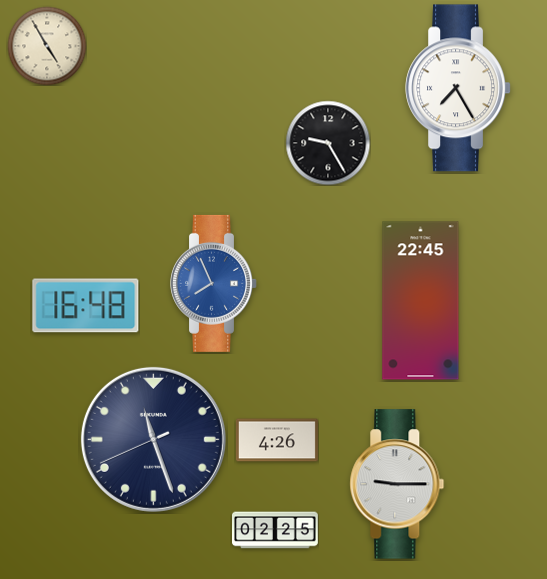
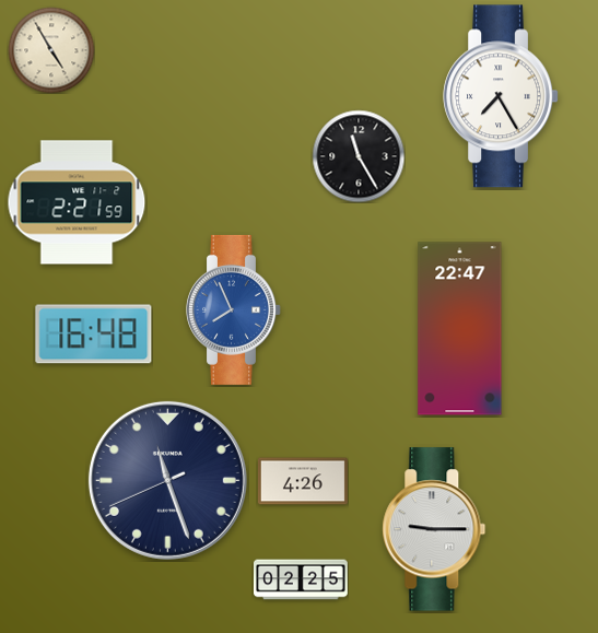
clock at (328, 143): 9:25 -> 11:25
clock at (77, 202): none -> 2:21
clock at (421, 301): 22:45 -> 22:47
